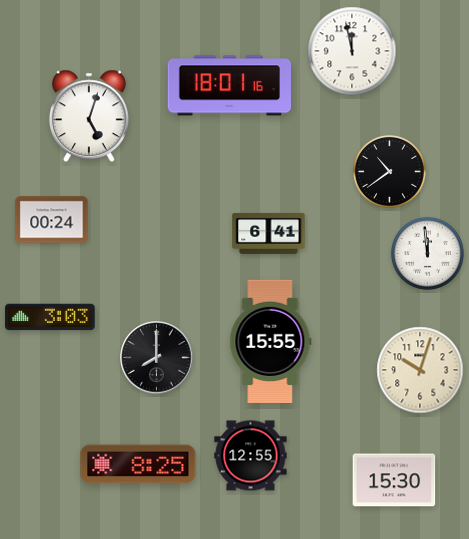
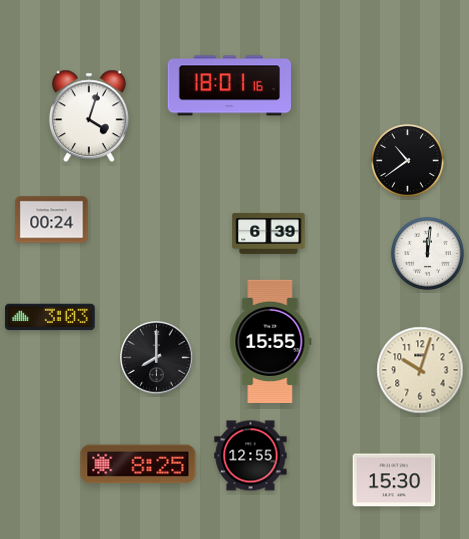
clock at (352, 51): 11:58 -> none
clock at (89, 116): 5:03 -> 4:03
clock at (389, 171) position: (389, 171) -> (407, 160)
clock at (269, 233): 6:41 -> 6:39
clock at (427, 253): 11:59 -> 12:01
